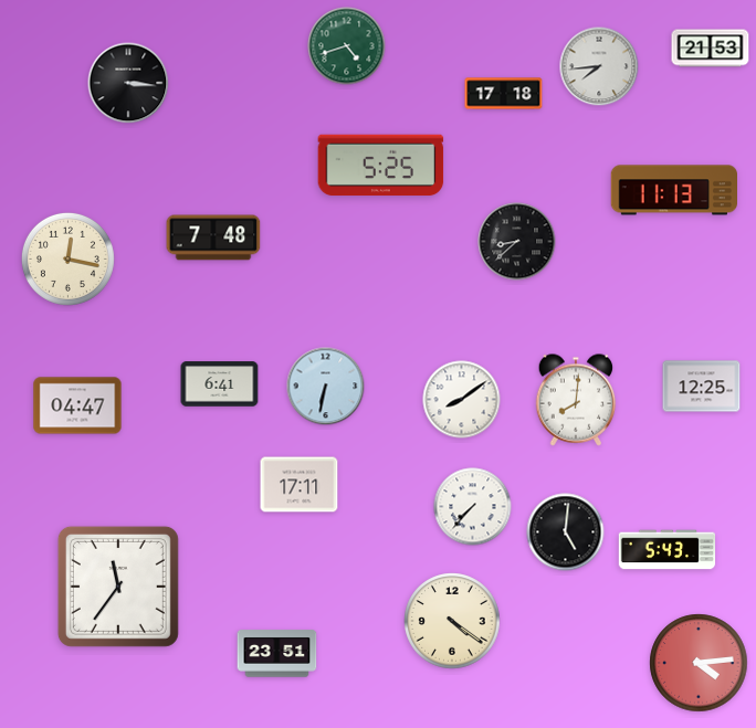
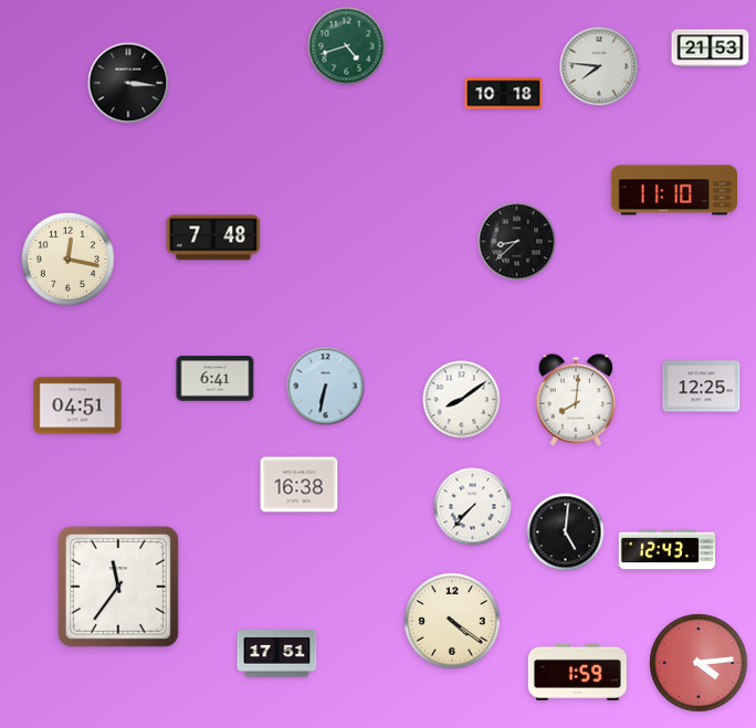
clock at (599, 66): 7:44 -> 7:46
clock at (504, 94): 17:18 -> 10:18
clock at (381, 166): 5:25 -> none
clock at (673, 190): 11:13 -> 11:10
clock at (220, 384) position: (220, 384) -> (216, 379)
clock at (77, 405): 04:47 -> 04:51
clock at (300, 485): 17:11 -> 16:38
clock at (668, 550): 5:43 -> 12:43
clock at (277, 654): 23:51 -> 17:51
clock at (577, 672): none -> 1:59
